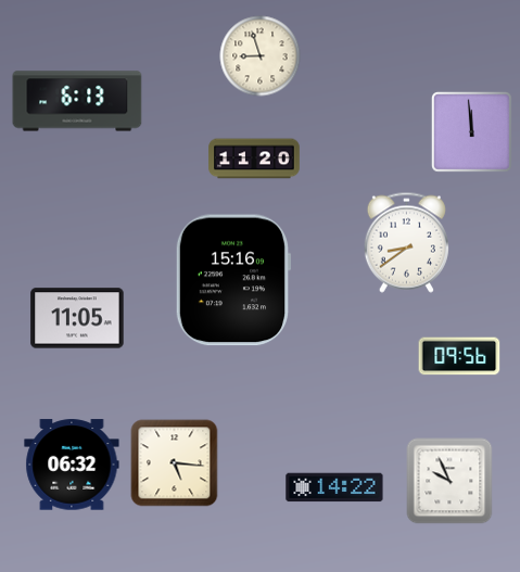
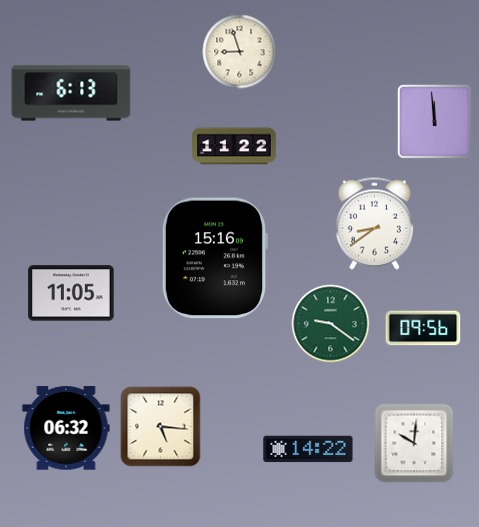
clock at (254, 158): 11:20 -> 11:22
clock at (331, 324): none -> 9:21
clock at (449, 481): 9:56 -> 10:01
